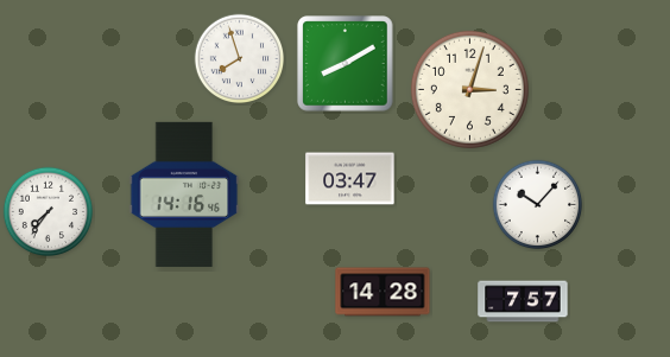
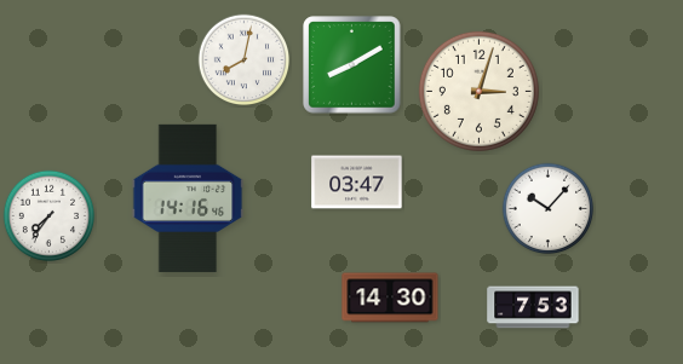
clock at (240, 59): 7:57 -> 8:02
clock at (383, 292): 14:28 -> 14:30
clock at (523, 301): 7:57 -> 7:53
